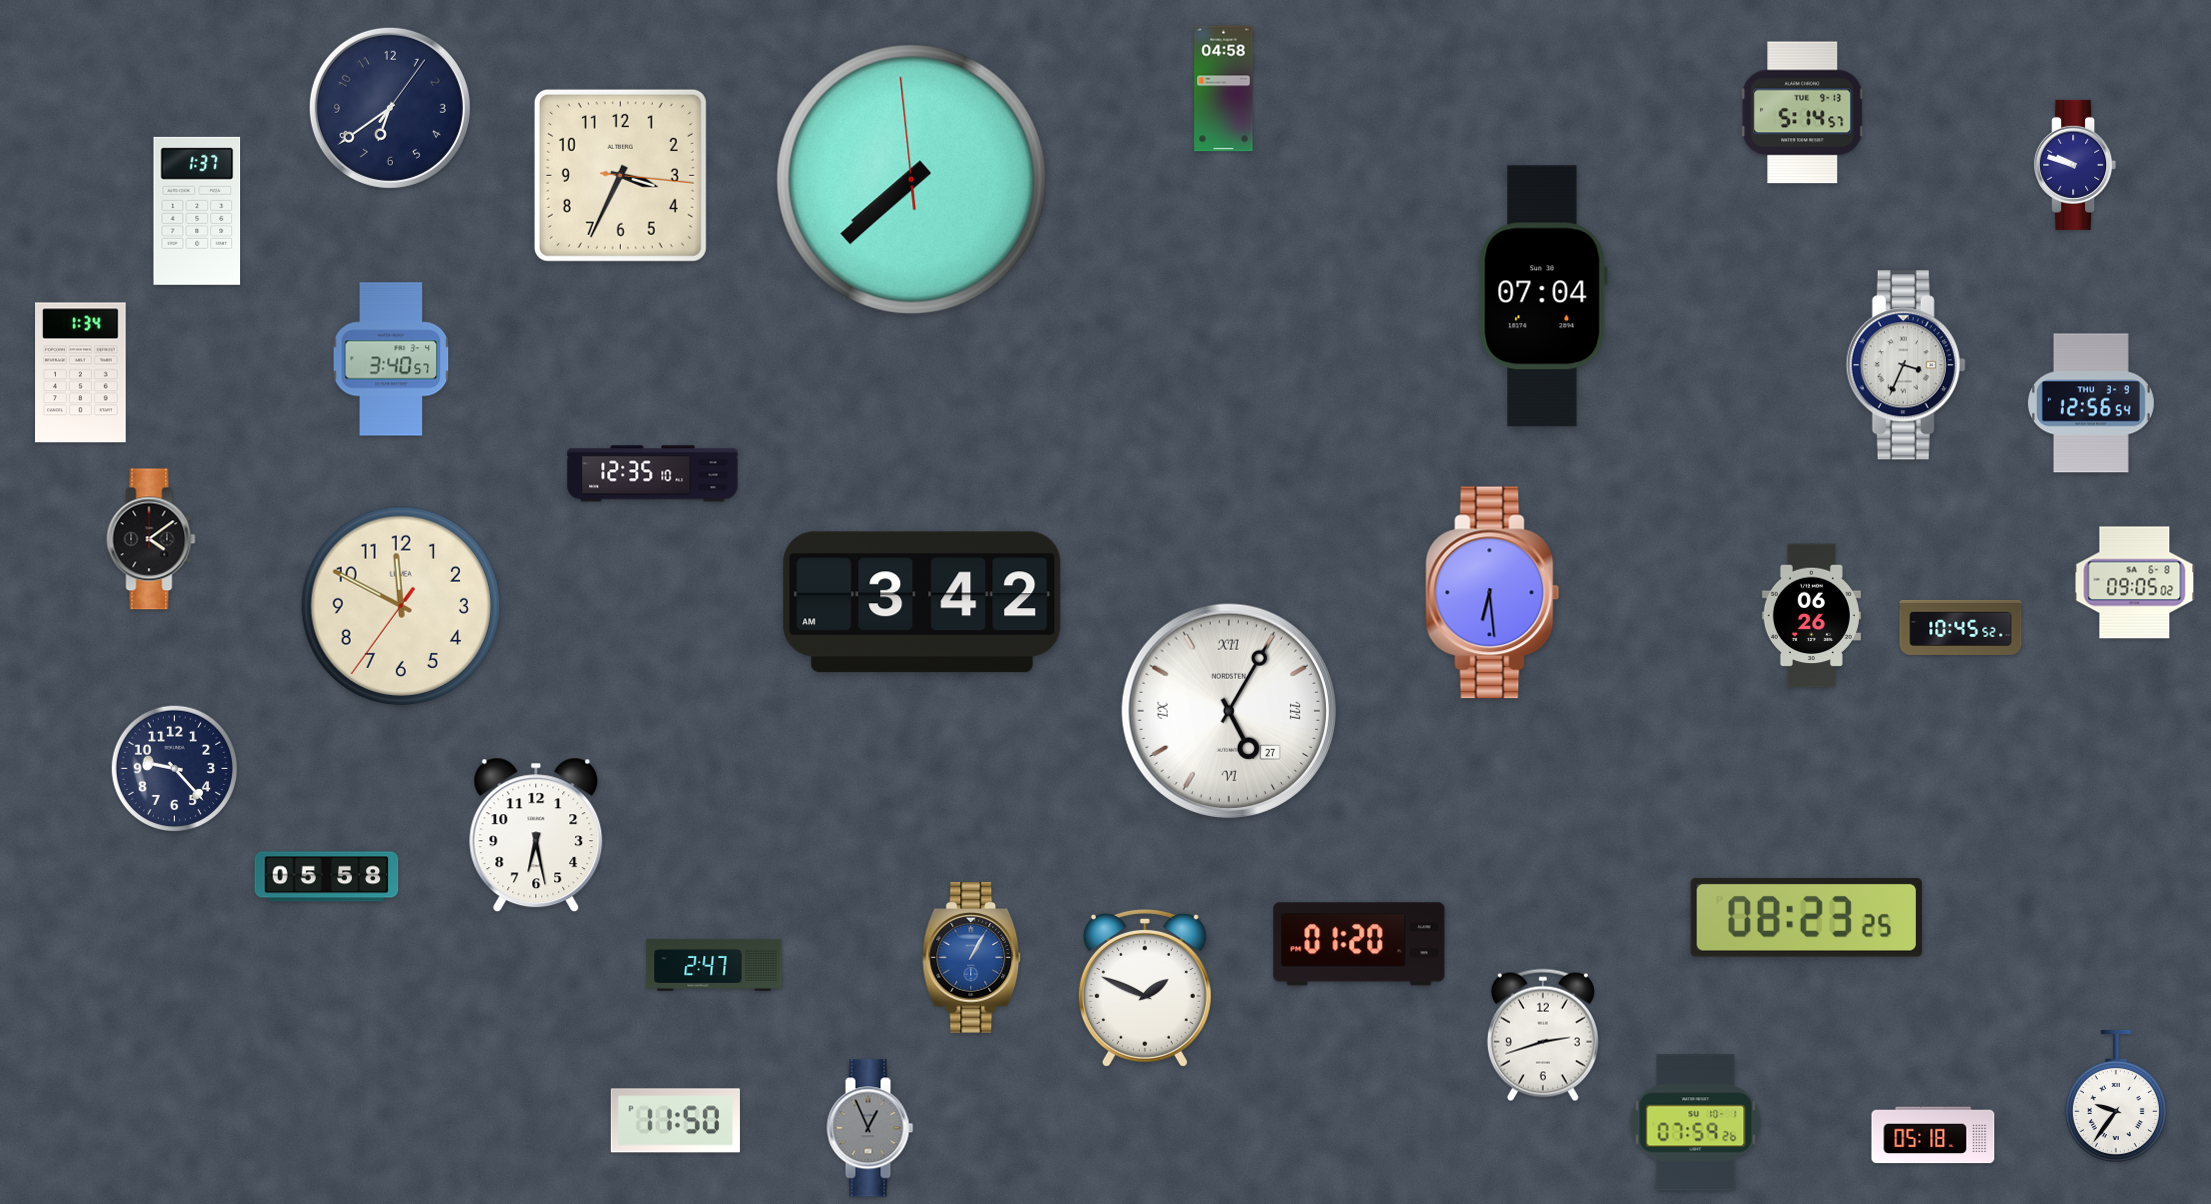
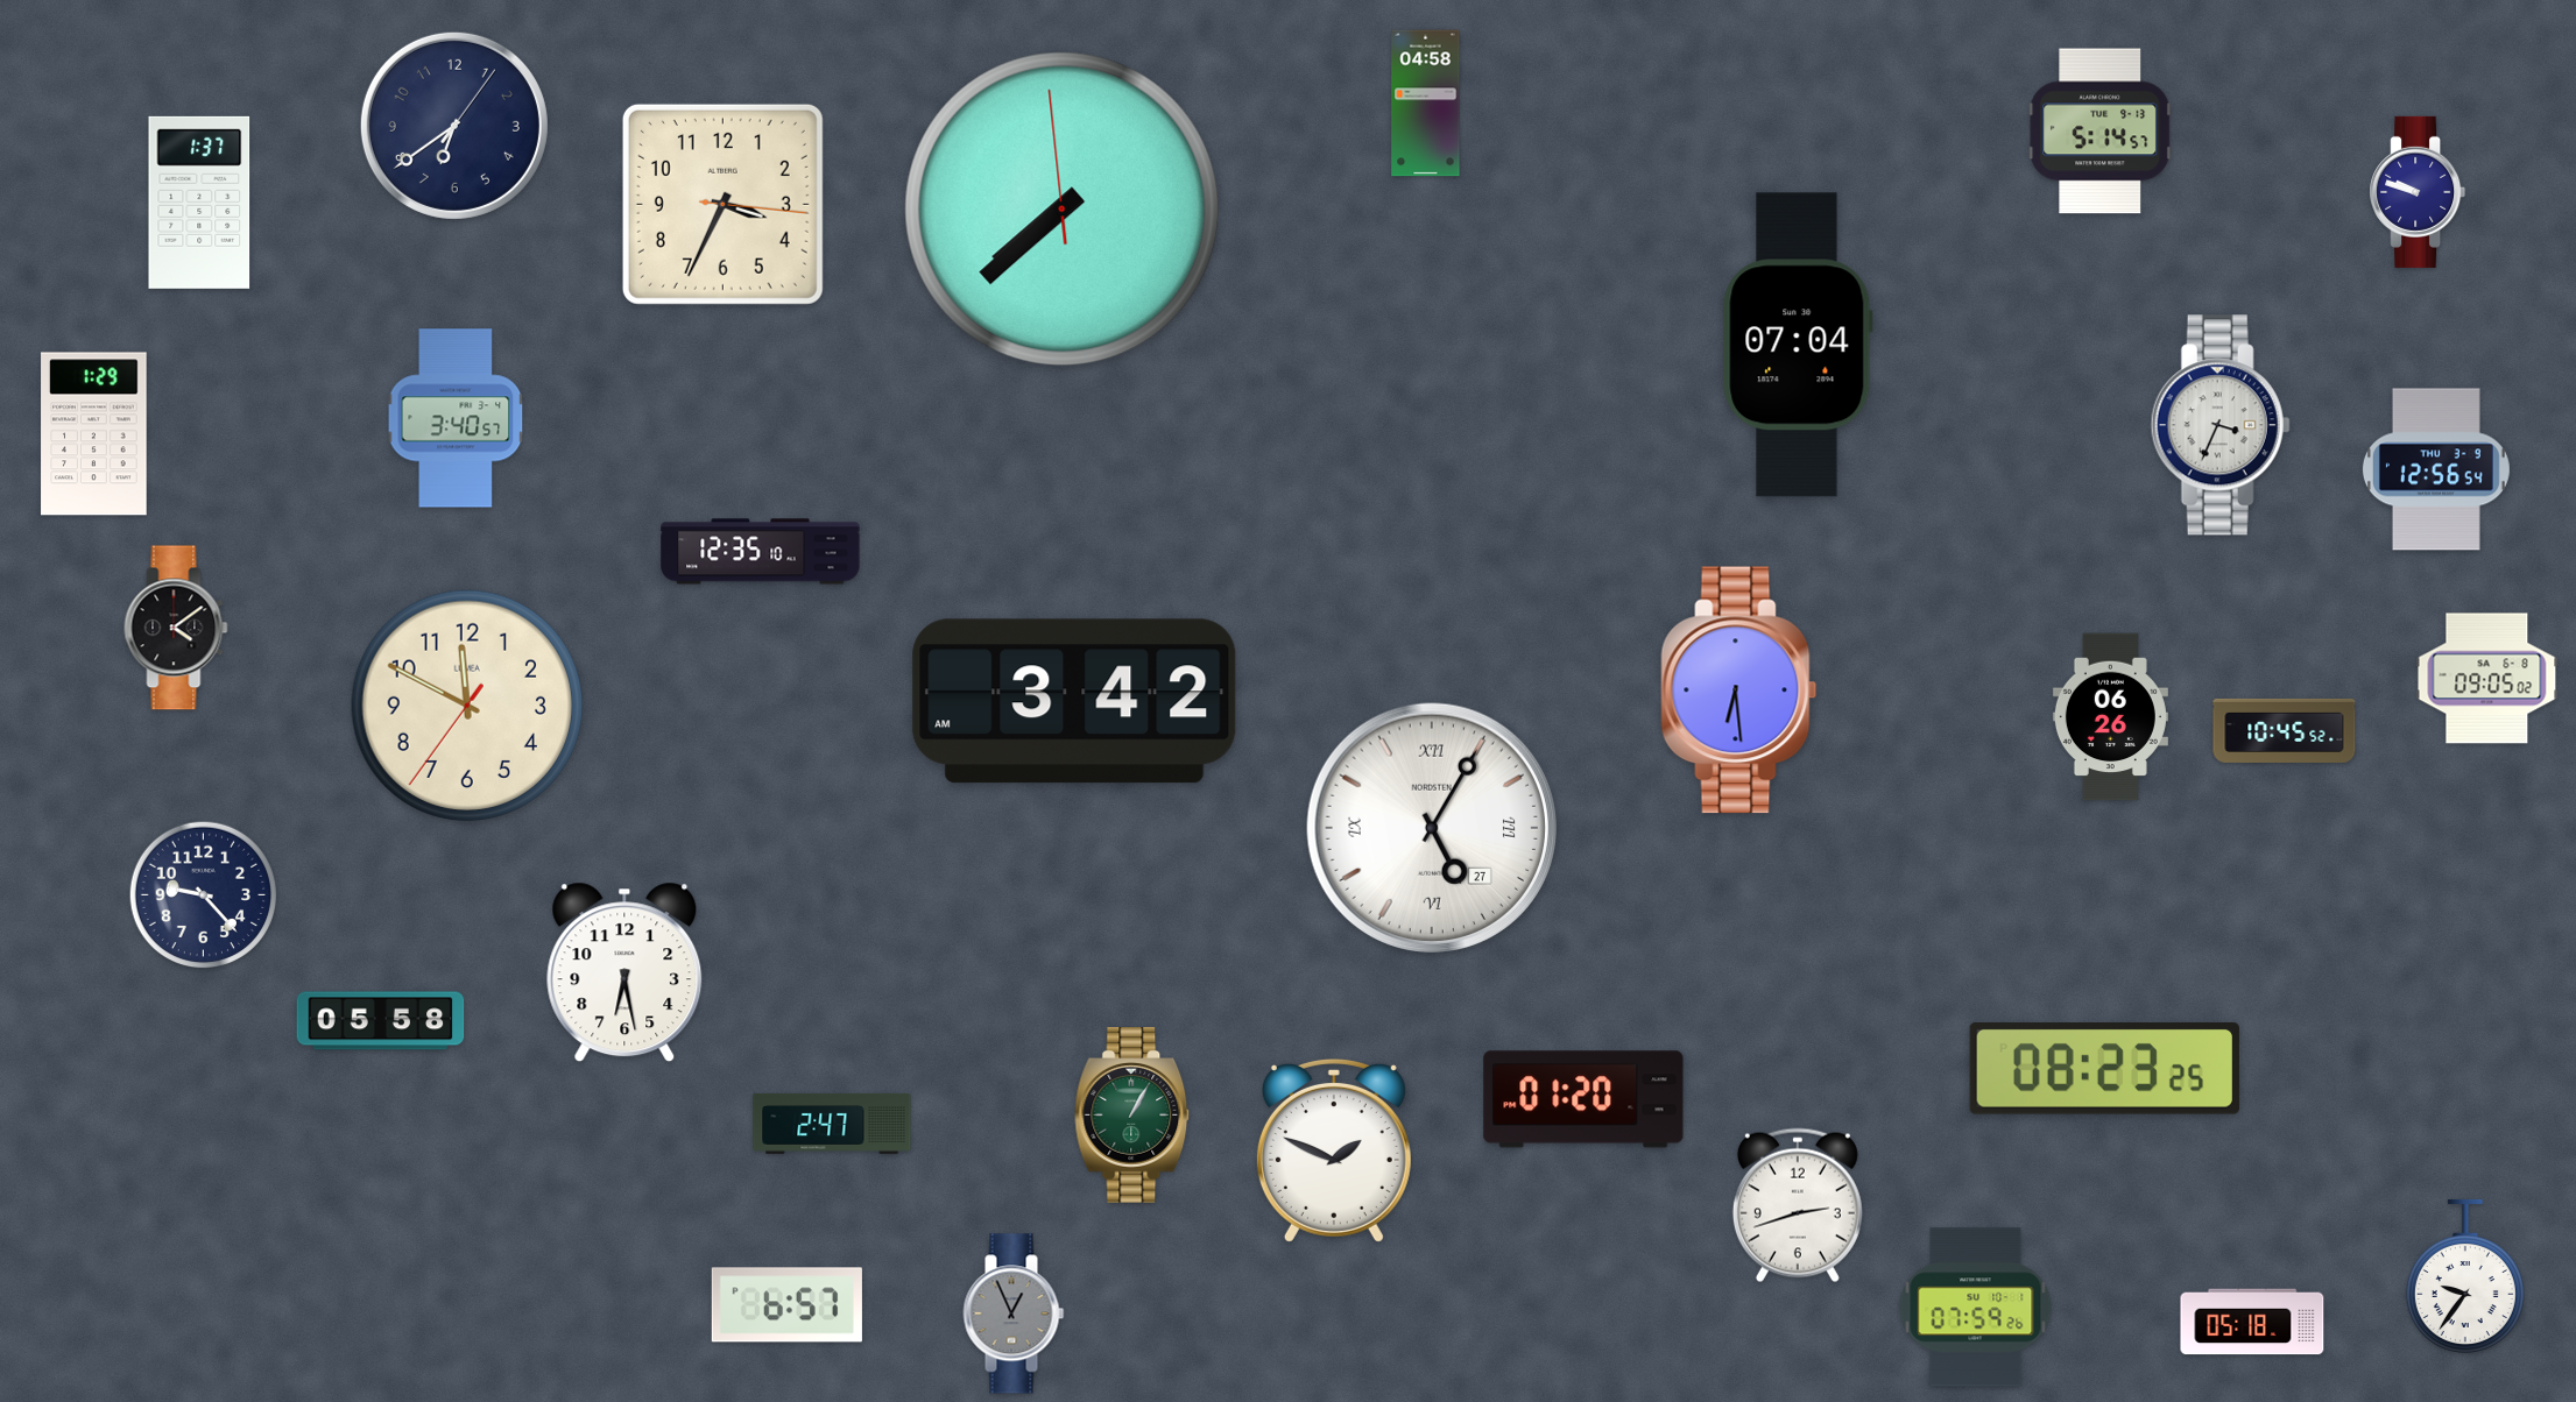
clock at (197, 211) position: (197, 211) -> (199, 203)
clock at (81, 373): 1:34 -> 1:29
clock at (972, 958) dial: blue -> green
clock at (675, 1121): 11:50 -> 6:57
